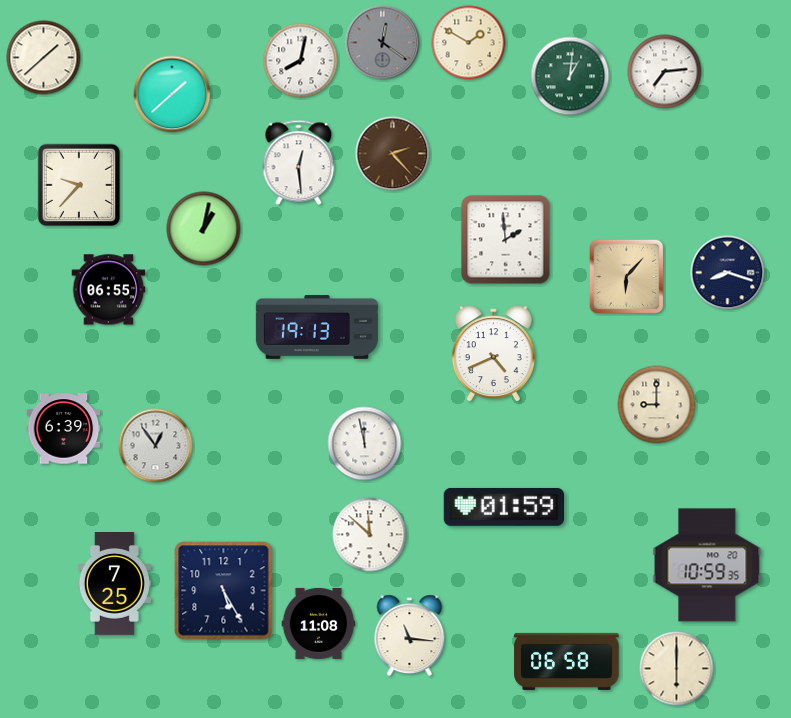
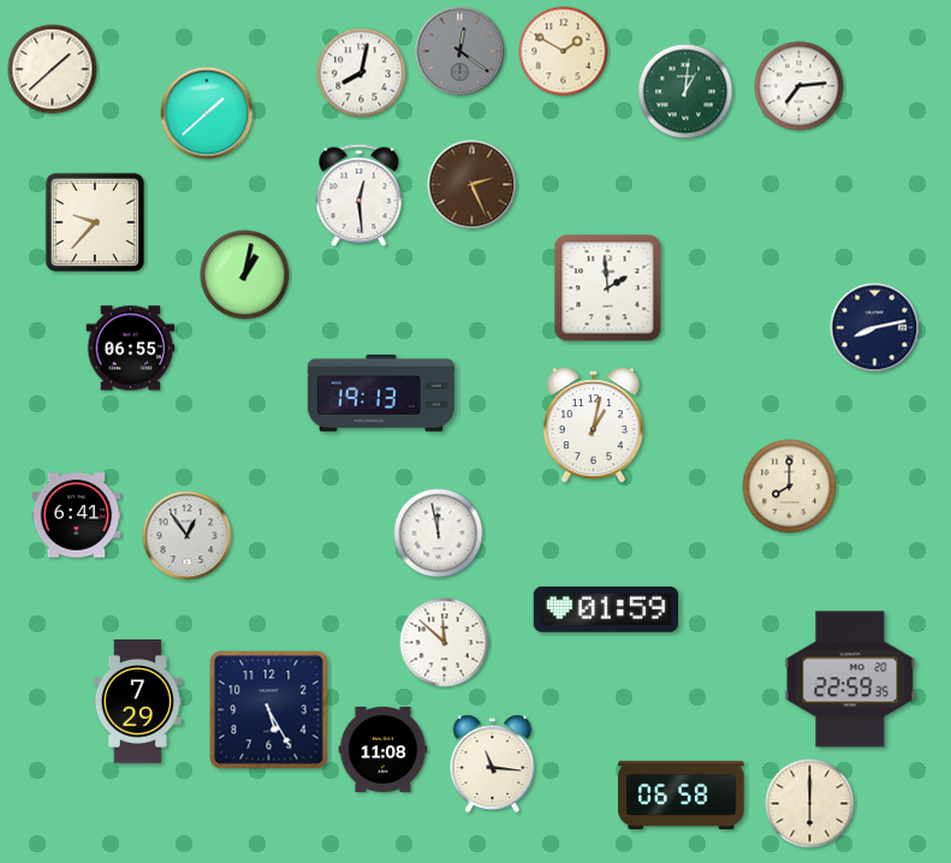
clock at (393, 154): 2:23 -> 2:26
clock at (728, 273): 8:18 -> 8:13
clock at (627, 277): 6:07 -> none
clock at (493, 354): 4:41 -> 1:02
clock at (657, 405): 9:00 -> 8:00
clock at (64, 429): 6:39 -> 6:41
clock at (707, 565): 10:59 -> 22:59
clock at (114, 584): 7:25 -> 7:29
clock at (677, 669) position: (677, 669) -> (810, 804)
